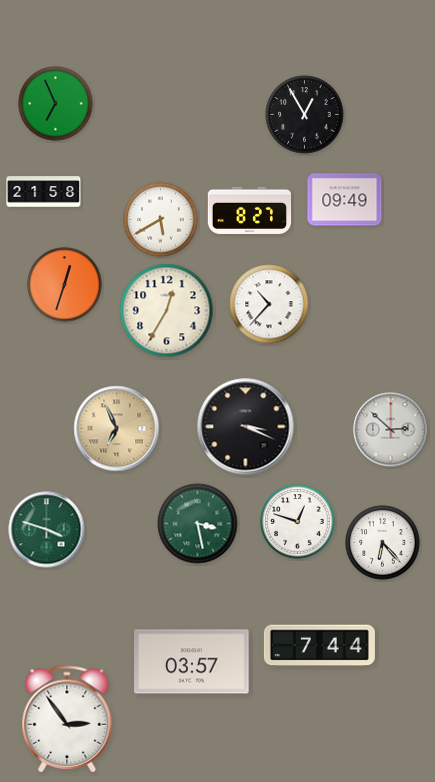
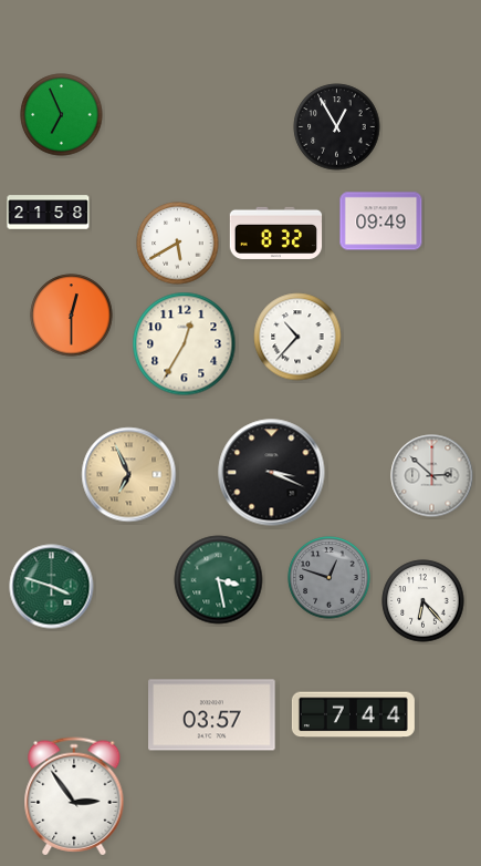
clock at (250, 210): 8:27 -> 8:32
clock at (65, 285): 12:33 -> 12:30
clock at (298, 522) dial: white -> grey
clock at (192, 662) position: (192, 662) -> (212, 715)
